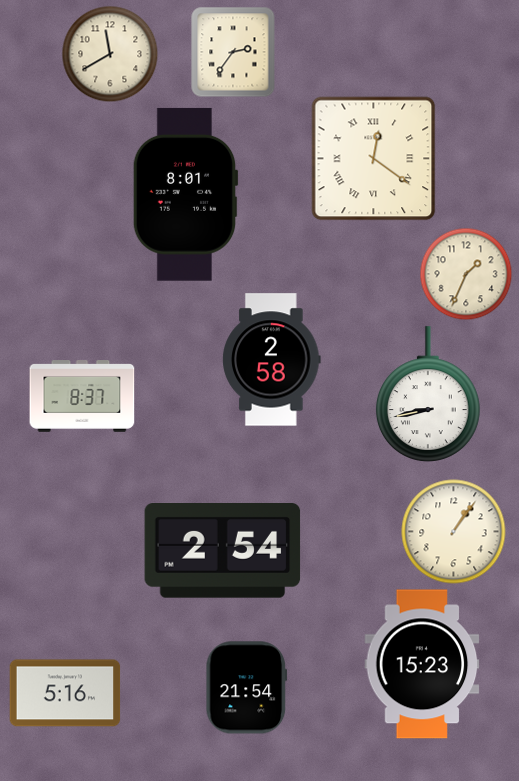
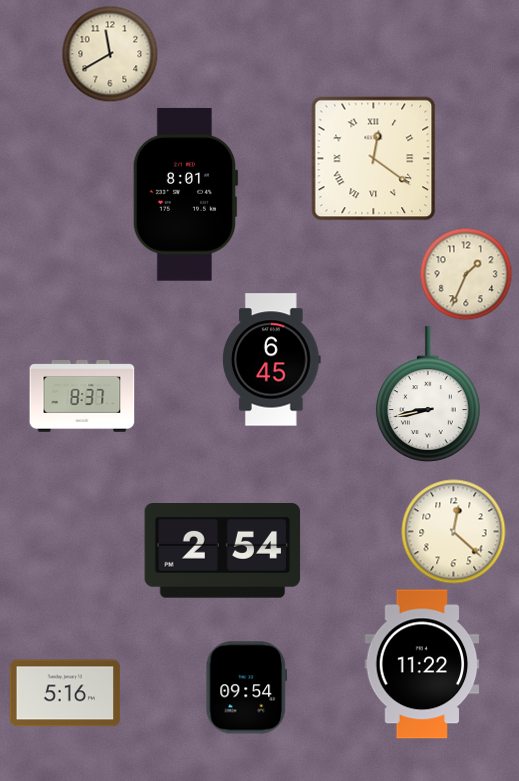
clock at (233, 52): 2:36 -> none
clock at (272, 360): 2:58 -> 6:45
clock at (454, 532): 1:06 -> 12:22
clock at (422, 664): 15:23 -> 11:22
clock at (247, 688): 21:54 -> 09:54
